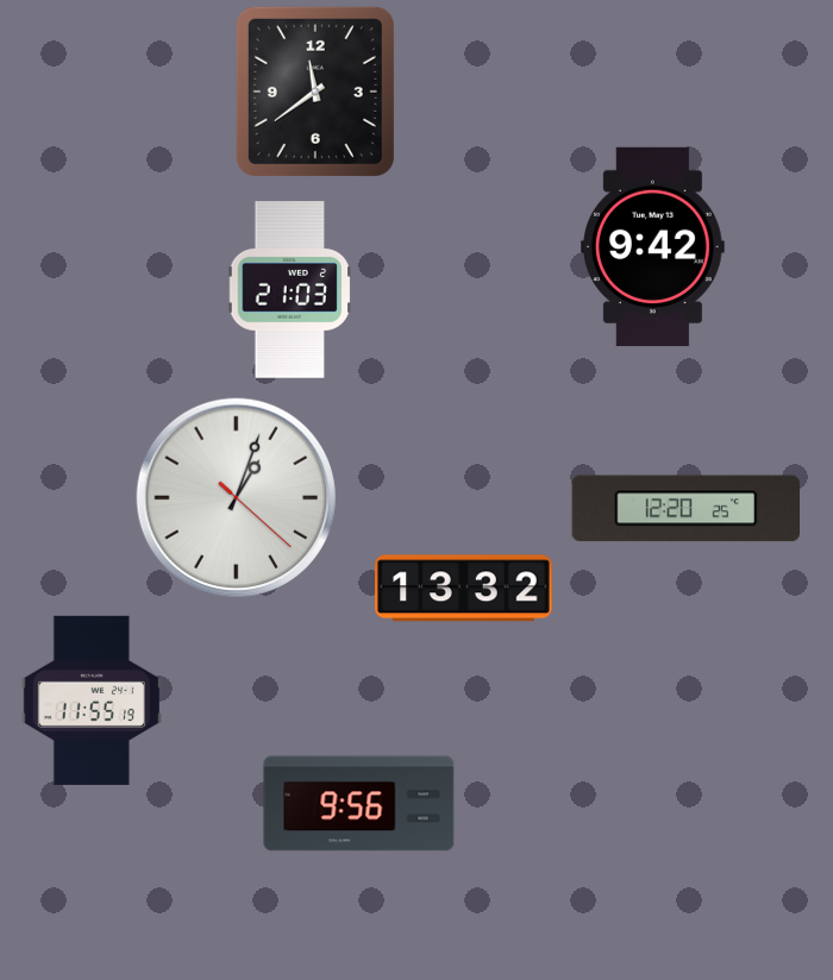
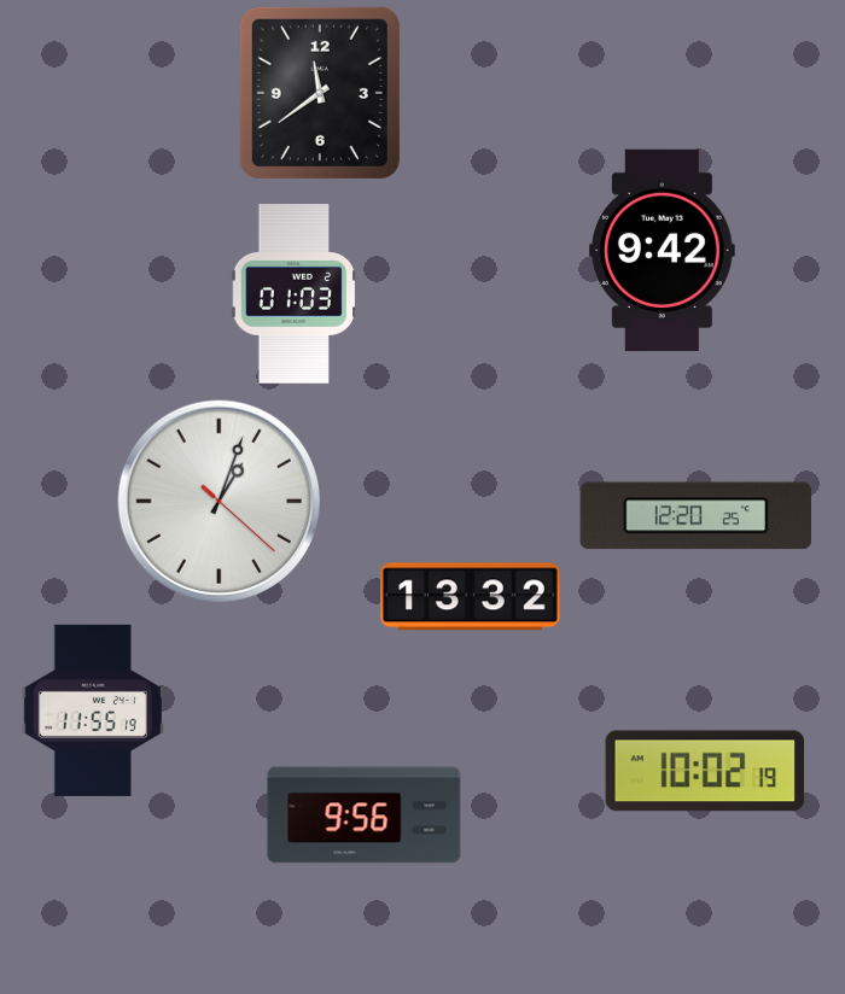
clock at (290, 290): 21:03 -> 01:03
clock at (237, 498) position: (237, 498) -> (220, 502)
clock at (705, 771): none -> 10:02
